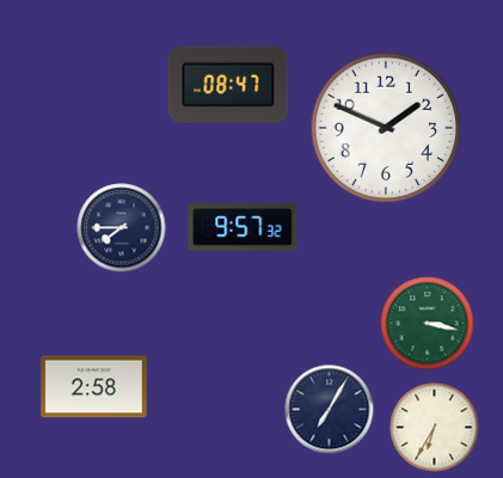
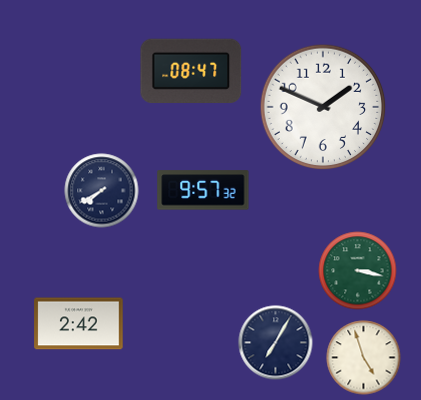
clock at (122, 228): 7:45 -> 7:40
clock at (94, 387): 2:58 -> 2:42
clock at (435, 428): 6:35 -> 4:57
